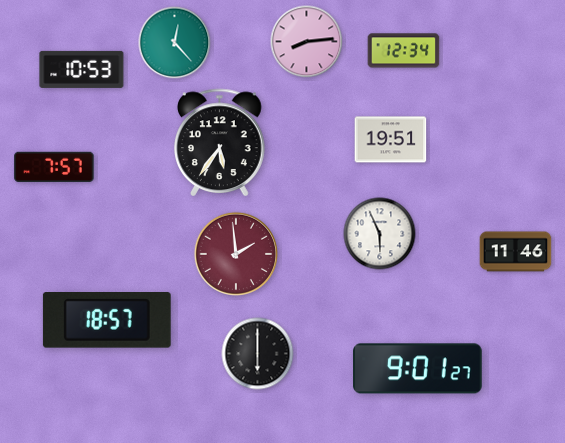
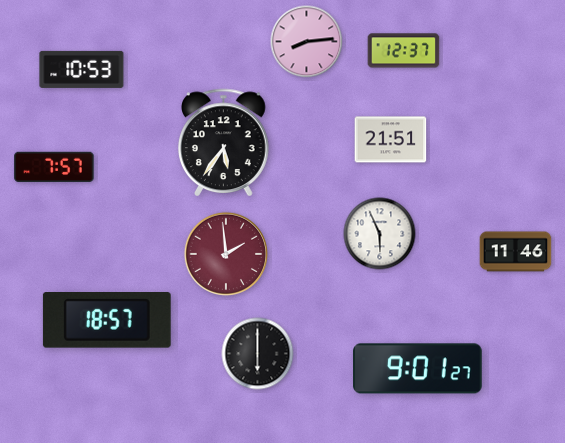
clock at (175, 43): 12:23 -> none
clock at (404, 51): 12:34 -> 12:37
clock at (391, 140): 19:51 -> 21:51
clock at (220, 142) position: (220, 142) -> (224, 142)
clock at (236, 254) position: (236, 254) -> (226, 254)
